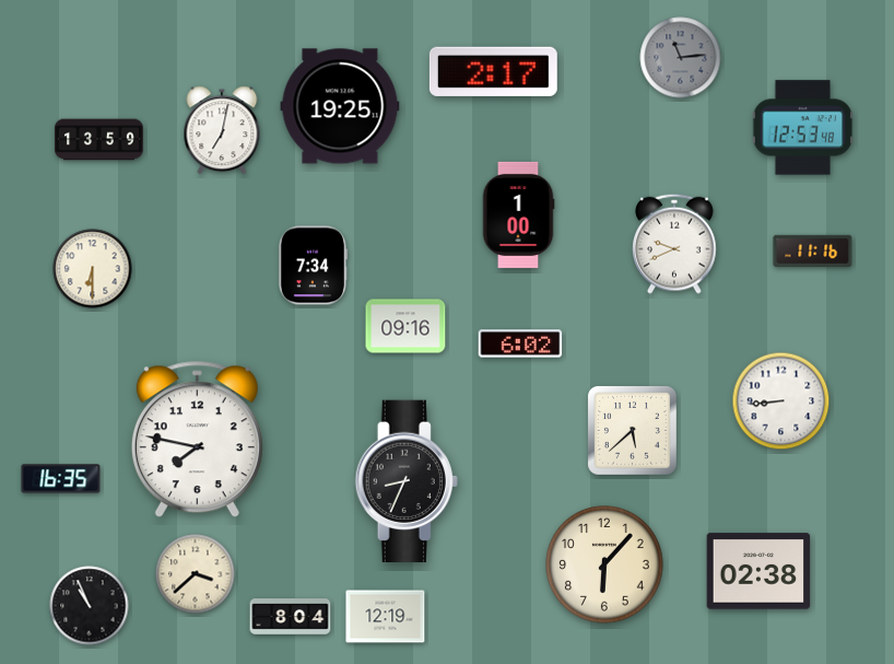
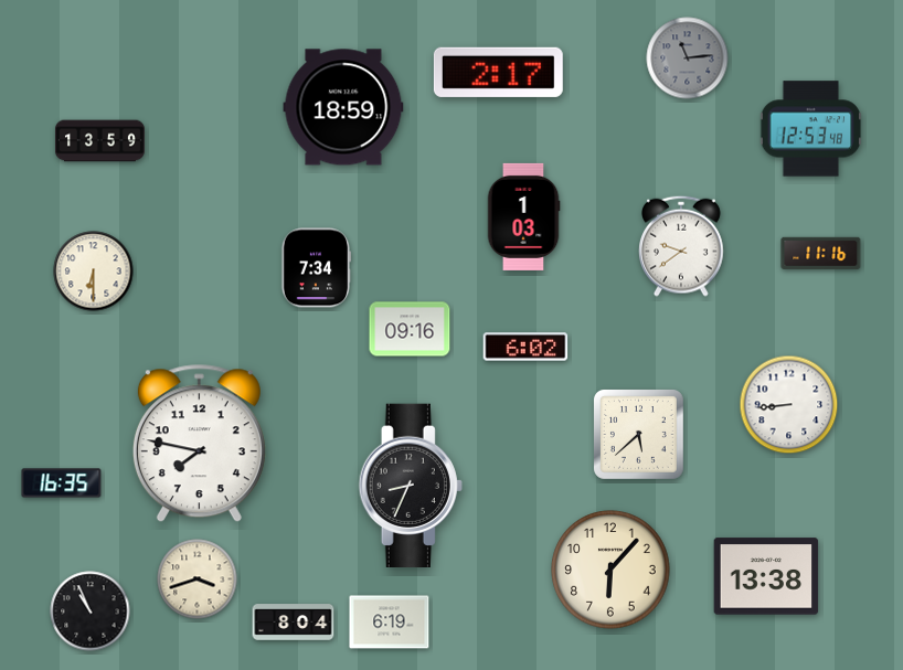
clock at (340, 106): 19:25 -> 18:59
clock at (222, 130): 7:02 -> none
clock at (518, 214): 1:00 -> 1:03
clock at (675, 244): 9:41 -> 9:39
clock at (758, 571): 02:38 -> 13:38
clock at (196, 574): 3:38 -> 3:42
clock at (386, 617): 12:19 -> 6:19
